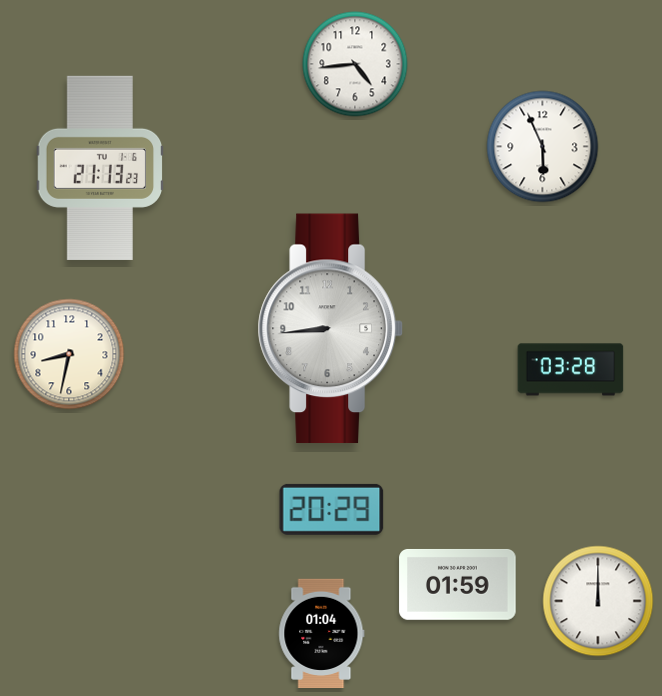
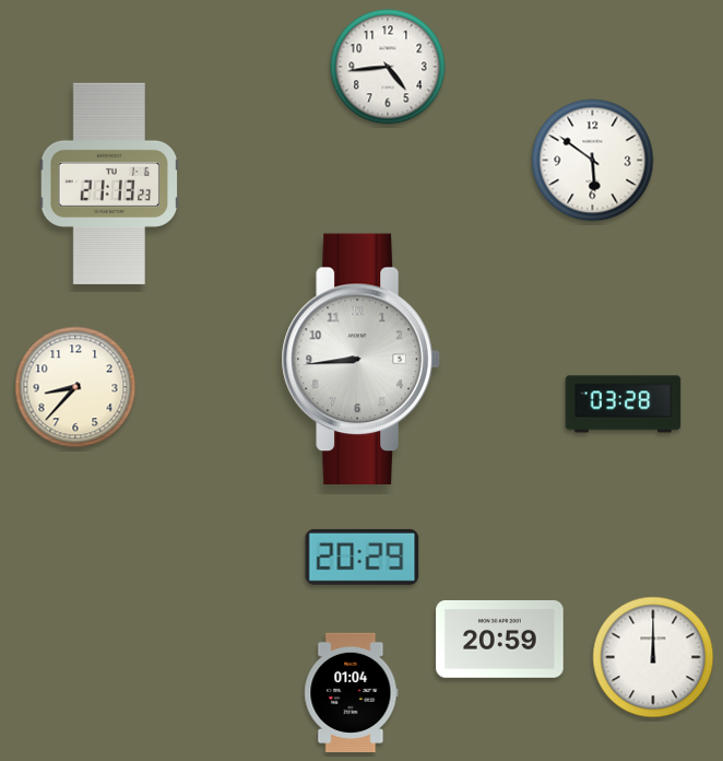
clock at (355, 64) position: (355, 64) -> (388, 67)
clock at (543, 147): 5:56 -> 5:51
clock at (69, 354): 8:32 -> 8:37
clock at (458, 584): 01:59 -> 20:59
